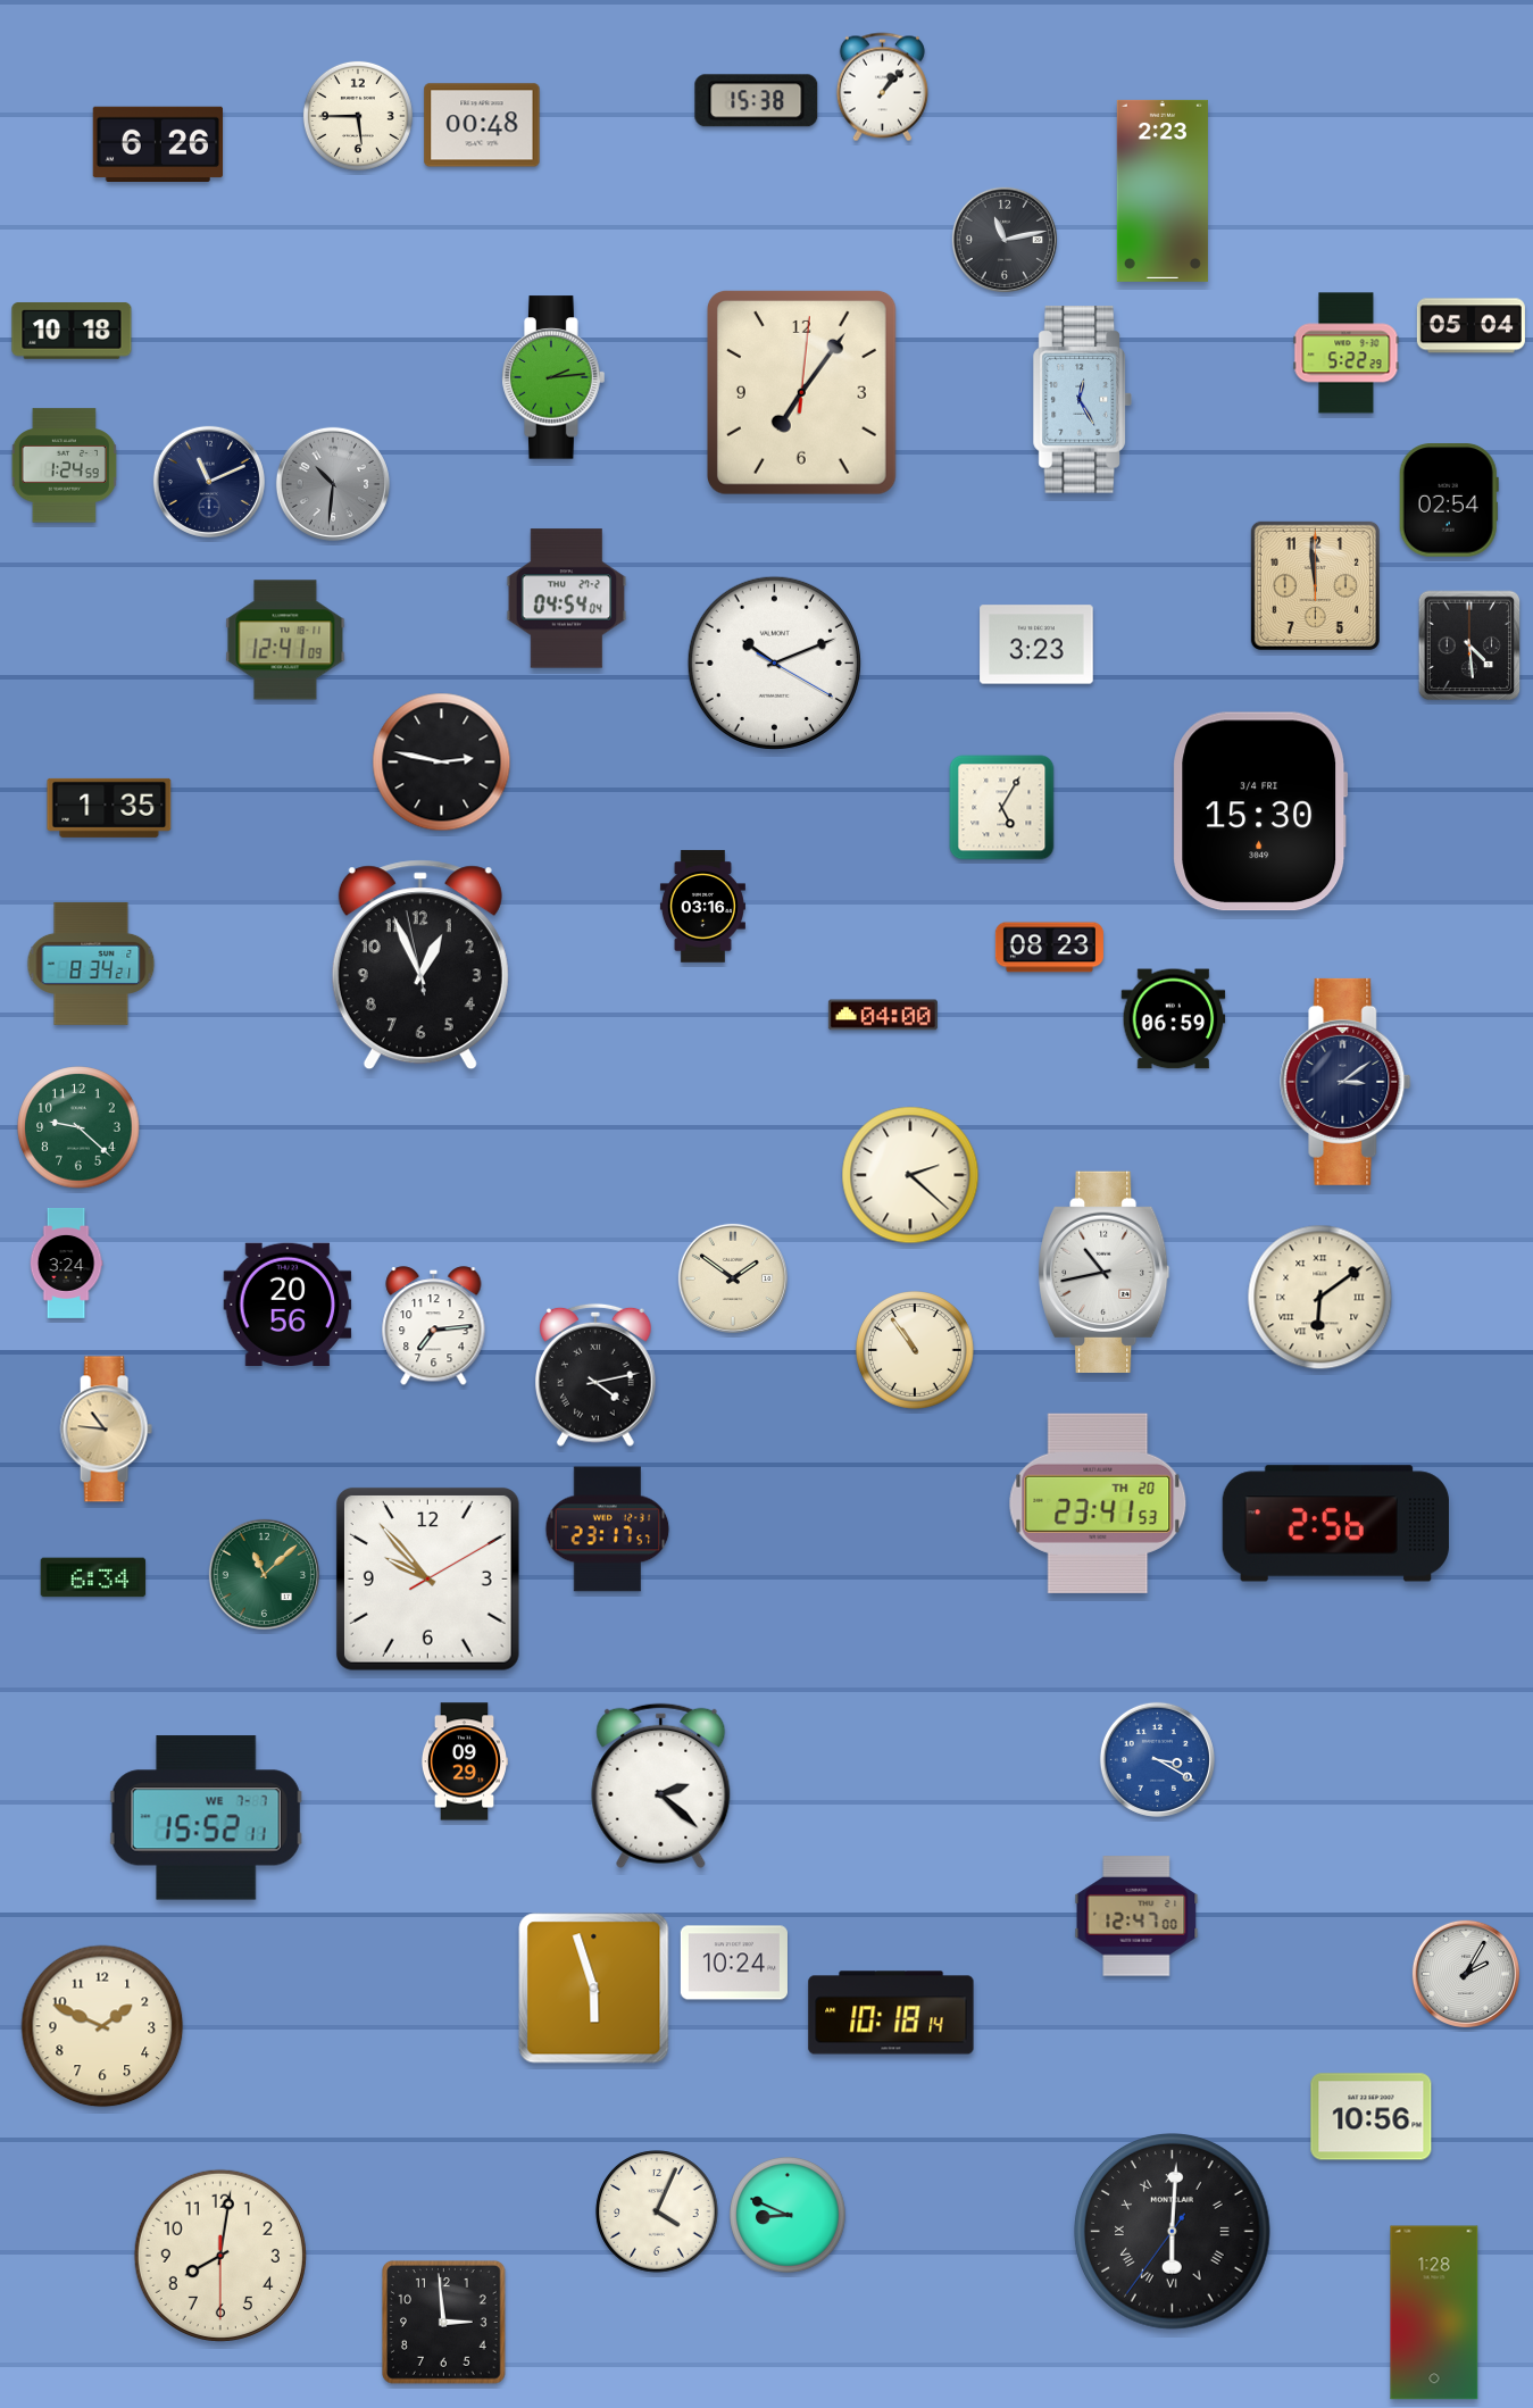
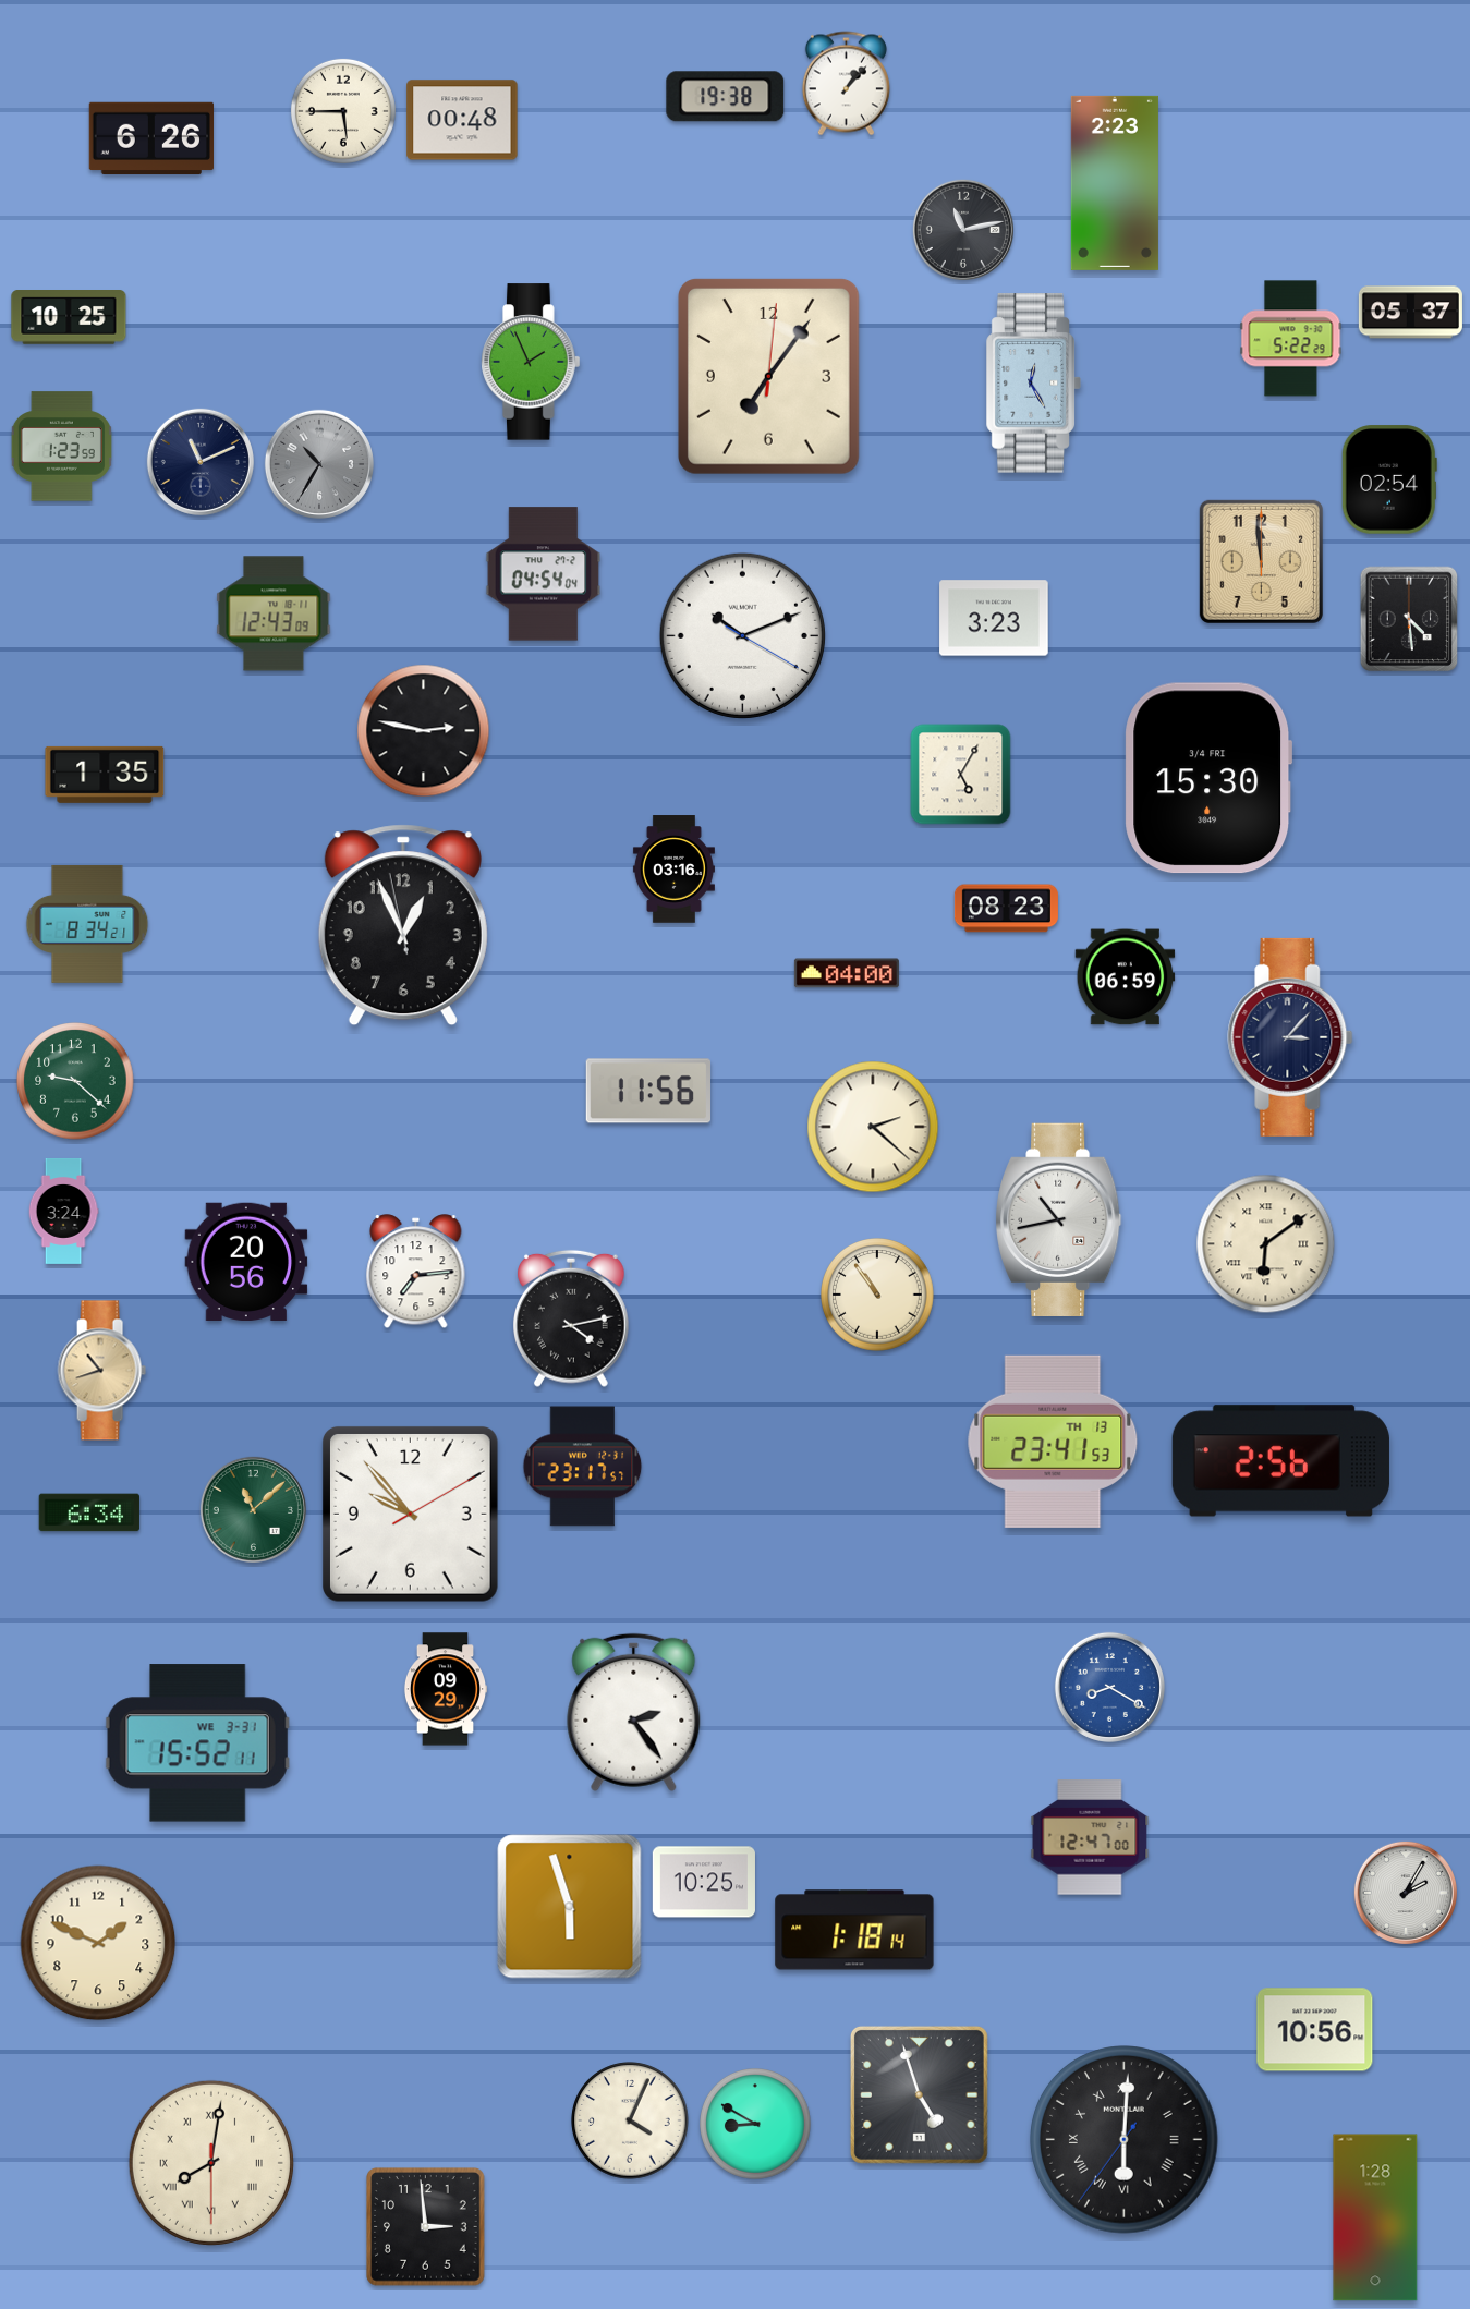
clock at (757, 101): 15:38 -> 19:38
clock at (1470, 326): 05:04 -> 05:37
clock at (72, 331): 10:18 -> 10:25
clock at (553, 377): 2:14 -> 1:56
clock at (1082, 400) position: (1082, 400) -> (1033, 384)
clock at (64, 466): 1:24 -> 1:23
clock at (333, 484): 10:31 -> 10:35
clock at (285, 640): 12:41 -> 12:43
clock at (1345, 1082): 3:09 -> 3:07
clock at (647, 1091): none -> 11:56
clock at (733, 1278): 1:51 -> none
clock at (288, 1305) position: (288, 1305) -> (246, 1262)
clock at (106, 1430): 10:46 -> 10:42
clock at (1098, 1503) date: TH 20 -> TH 13
clock at (1157, 1759): 3:20 -> 8:20
clock at (661, 1785): 2:22 -> 2:24
clock at (206, 1818) date: WE 7-7 -> WE 3-31
clock at (734, 1963): 10:24 -> 10:25
clock at (891, 2013): 10:18 -> 1:18
clock at (919, 2094): none -> 4:57
clock at (789, 2216): 8:49 -> 8:50
clock at (220, 2256) numerals: Arabic -> Roman
